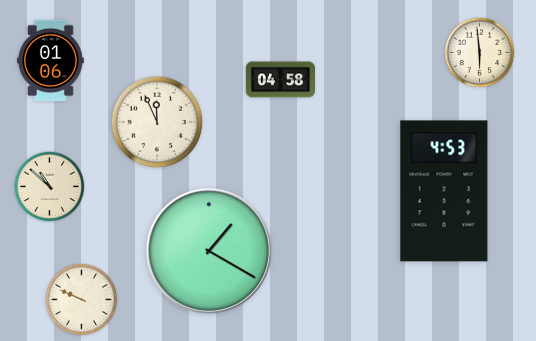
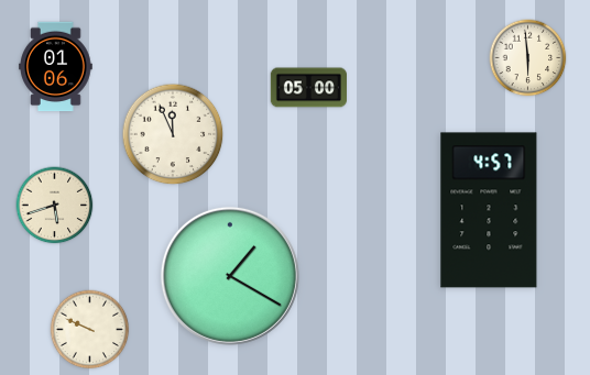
clock at (280, 80): 04:58 -> 05:00
clock at (50, 187): 10:52 -> 5:42
clock at (444, 191): 4:53 -> 4:57
